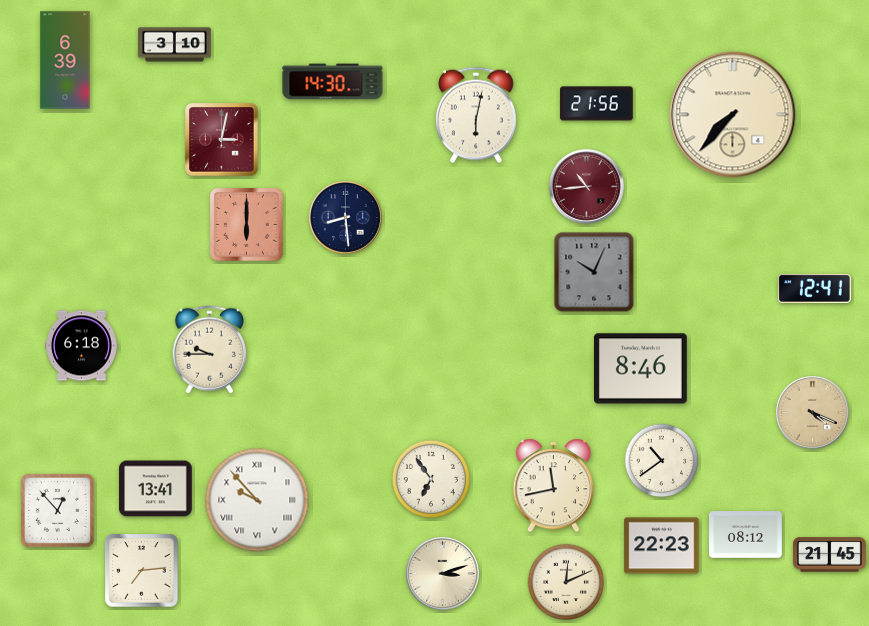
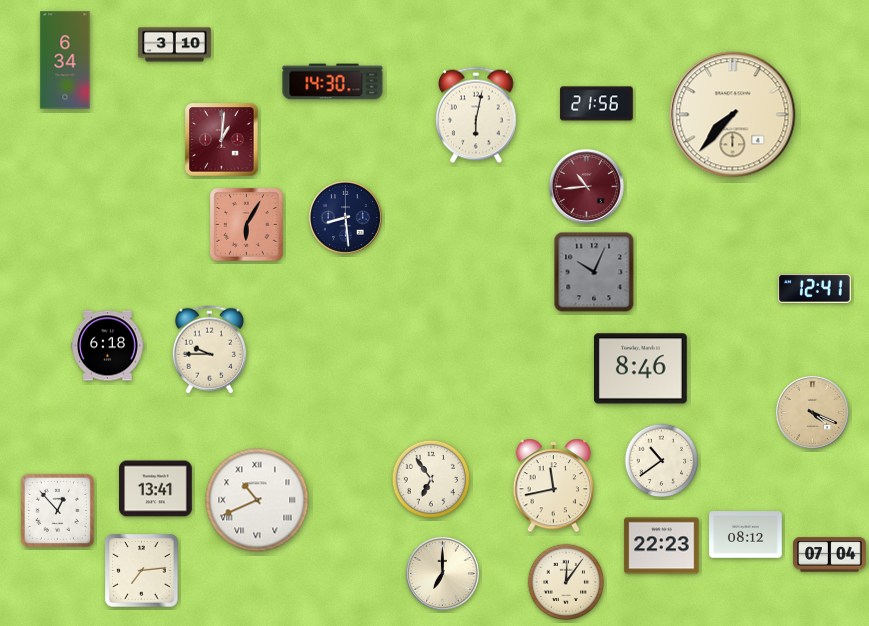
clock at (65, 60): 6:39 -> 6:34
clock at (222, 140): 3:02 -> 1:01
clock at (247, 225): 6:00 -> 6:05
clock at (82, 346) position: (82, 346) -> (108, 346)
clock at (257, 500): 9:53 -> 10:41
clock at (830, 555): 21:45 -> 07:04
clock at (442, 573): 3:12 -> 7:00
clock at (566, 582): 12:11 -> 12:06
